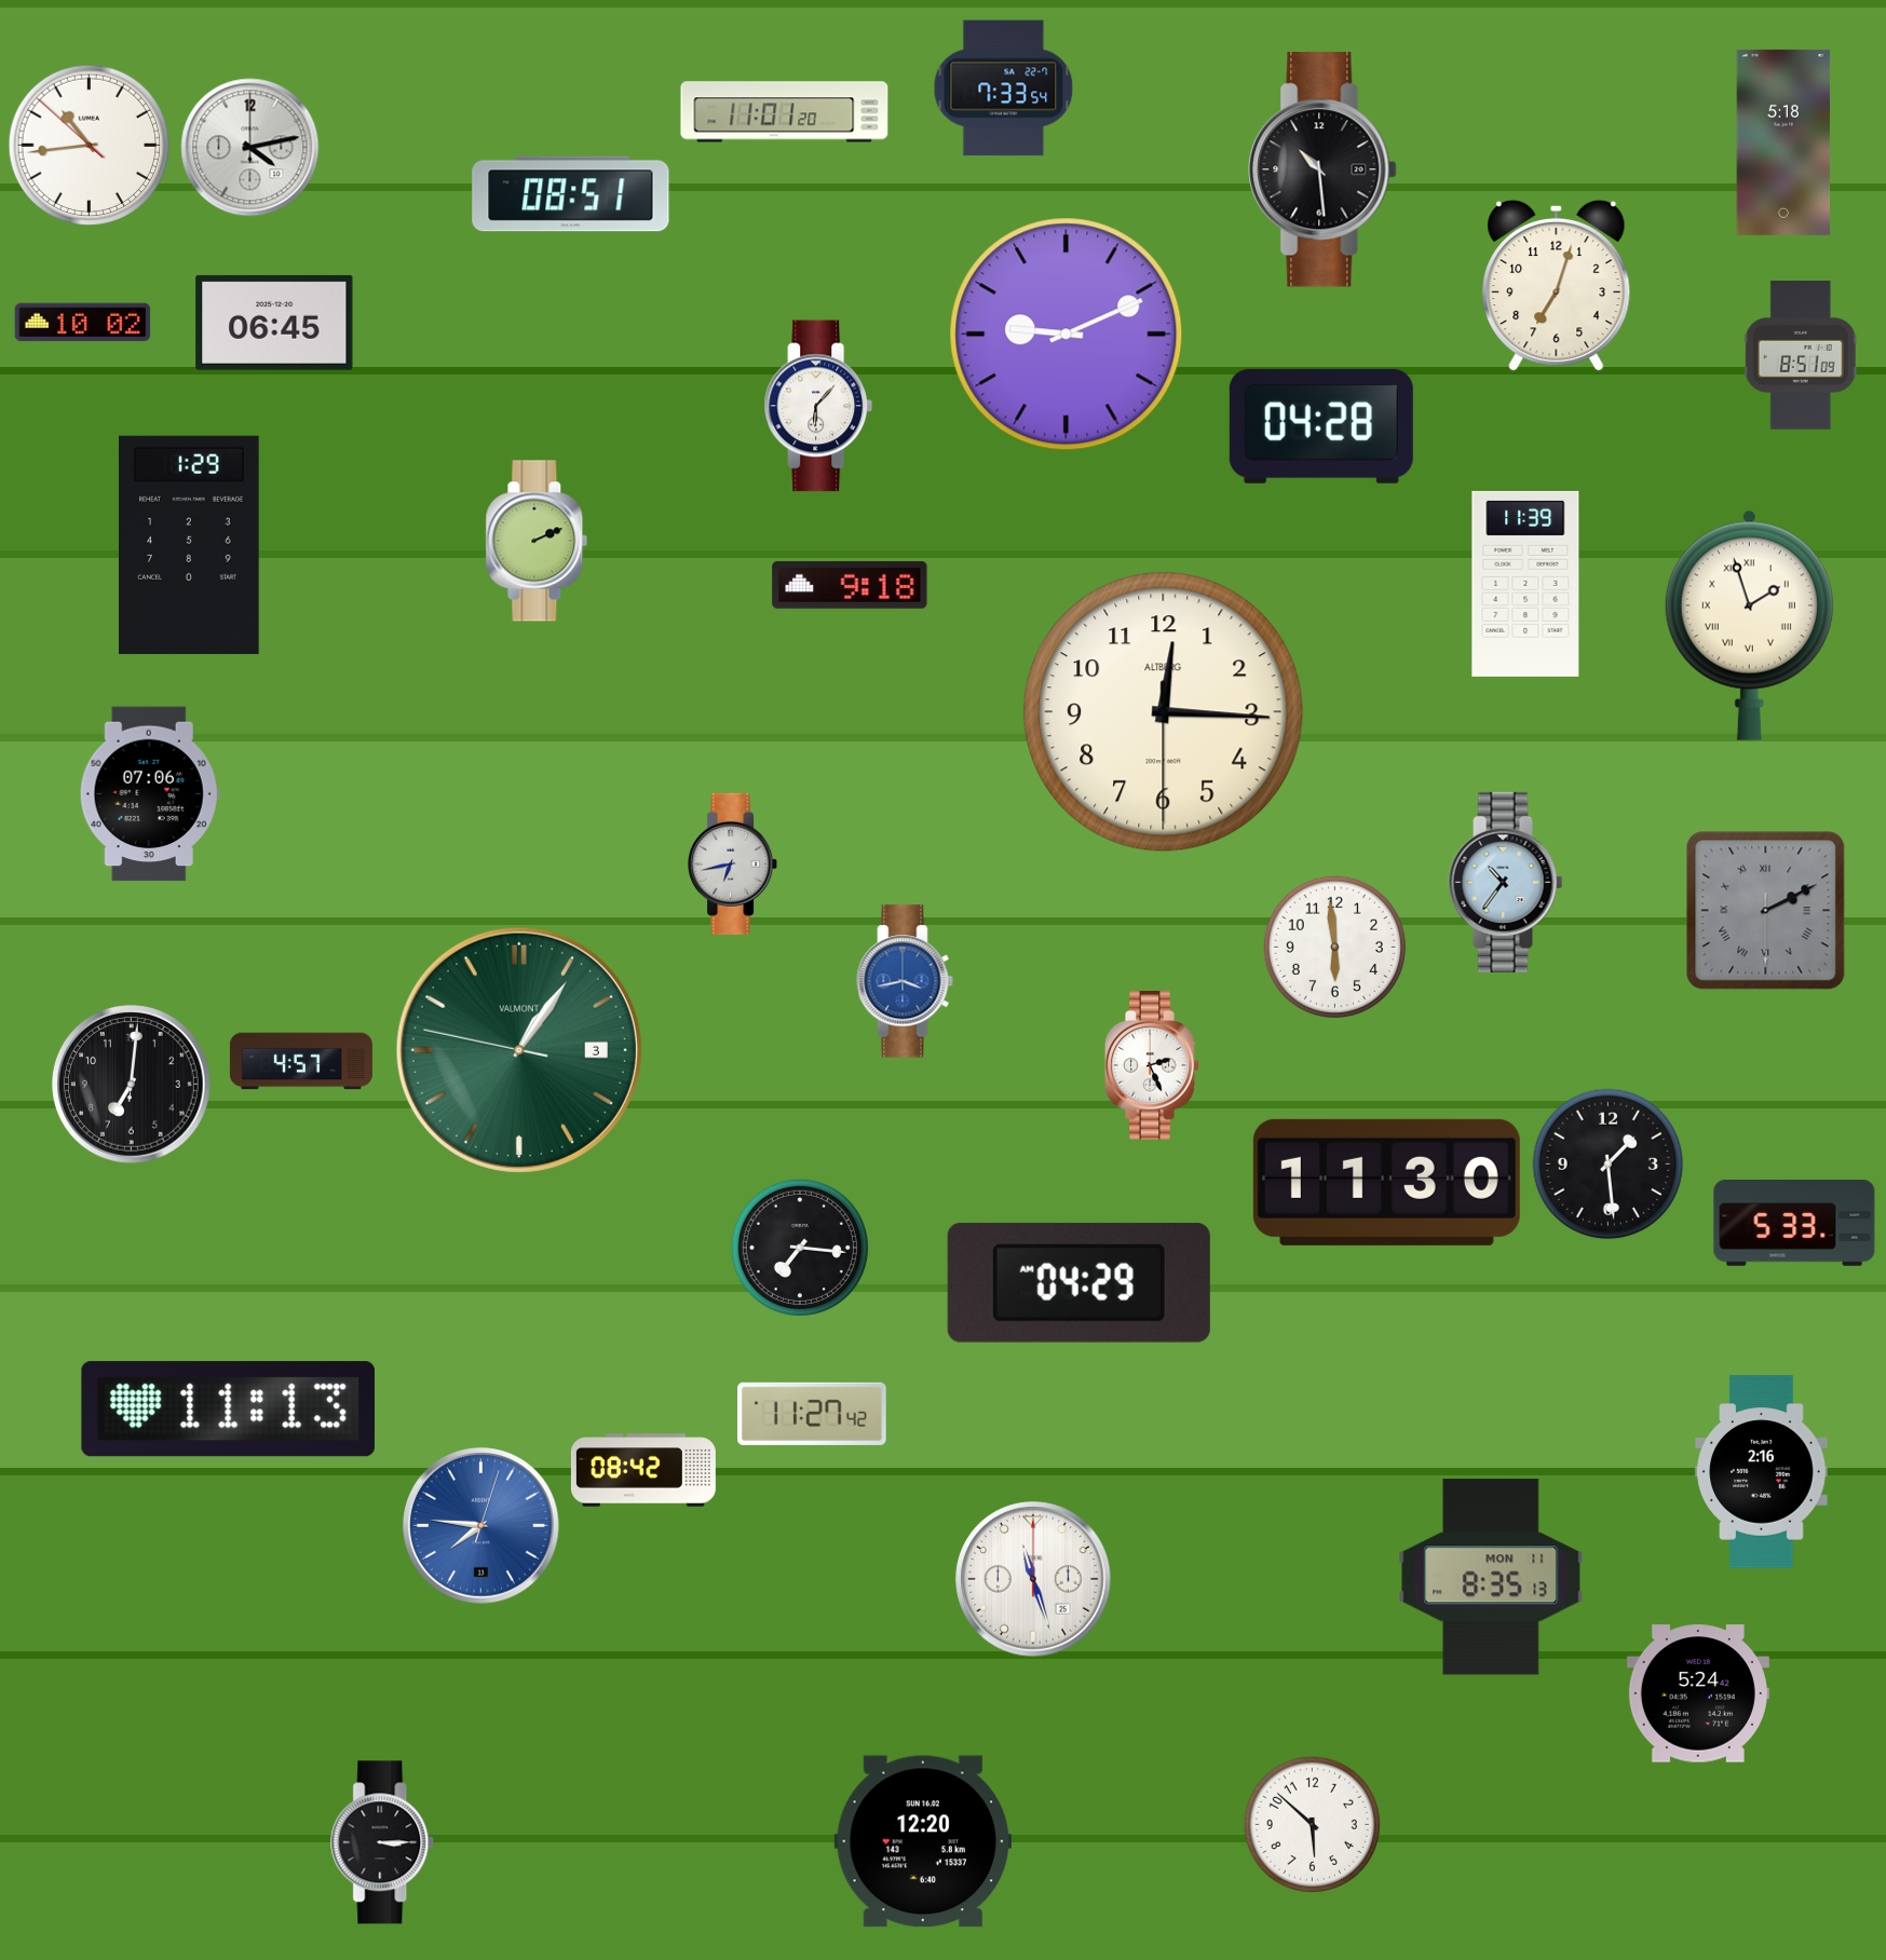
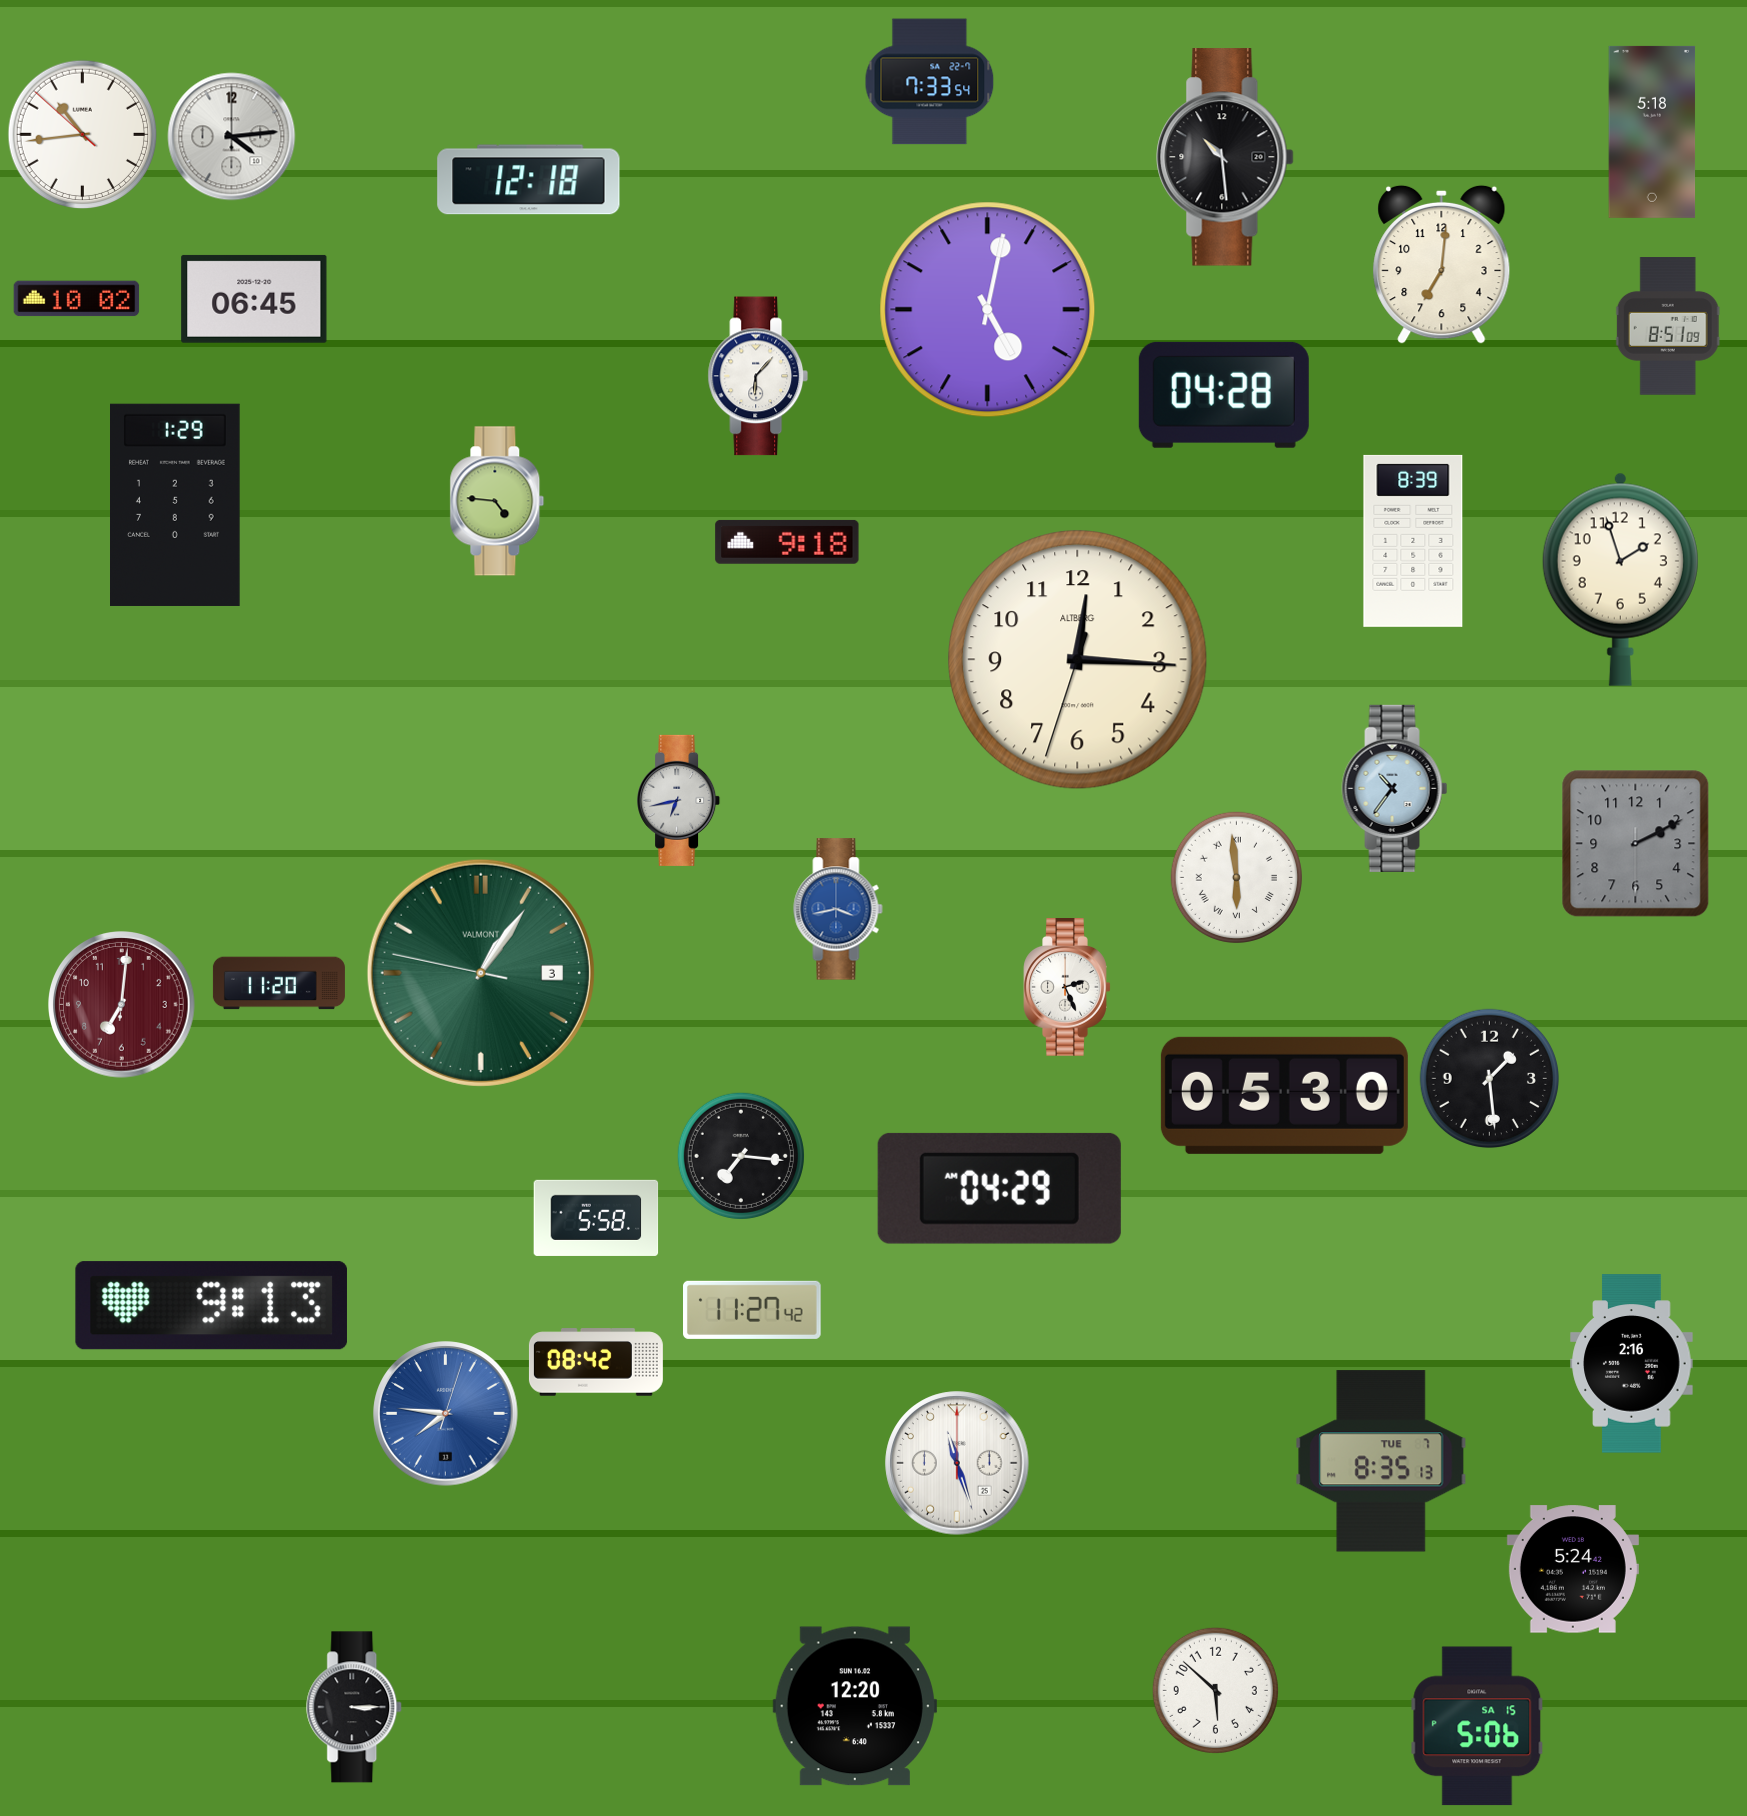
clock at (785, 112): 11:01 -> none
clock at (250, 148): 4:13 -> 4:14
clock at (571, 194): 08:51 -> 12:18
clock at (1557, 285): 7:03 -> 7:01
clock at (1067, 335): 9:11 -> 5:02
clock at (1801, 355) position: (1801, 355) -> (1668, 326)
clock at (537, 541): 2:11 -> 4:46
clock at (1525, 584): 11:39 -> 8:39
clock at (1749, 625) numerals: Roman -> Arabic
clock at (1164, 712): 12:15:30 -> 12:15:33
clock at (149, 794): 07:06 -> none
clock at (1506, 882) position: (1506, 882) -> (1395, 788)
clock at (1766, 911) numerals: Roman -> Arabic
clock at (1334, 947) numerals: Arabic -> Roman
clock at (301, 1061): 4:57 -> 11:20
clock at (132, 1085) dial: black -> burgundy
clock at (1386, 1182): 11:30 -> 05:30
clock at (1794, 1224): 5:33 -> none
clock at (596, 1218): none -> 5:58
clock at (228, 1410): 11:13 -> 9:13
clock at (1491, 1577) date: MON 11 -> TUE 7
clock at (1477, 1726): none -> 5:06
